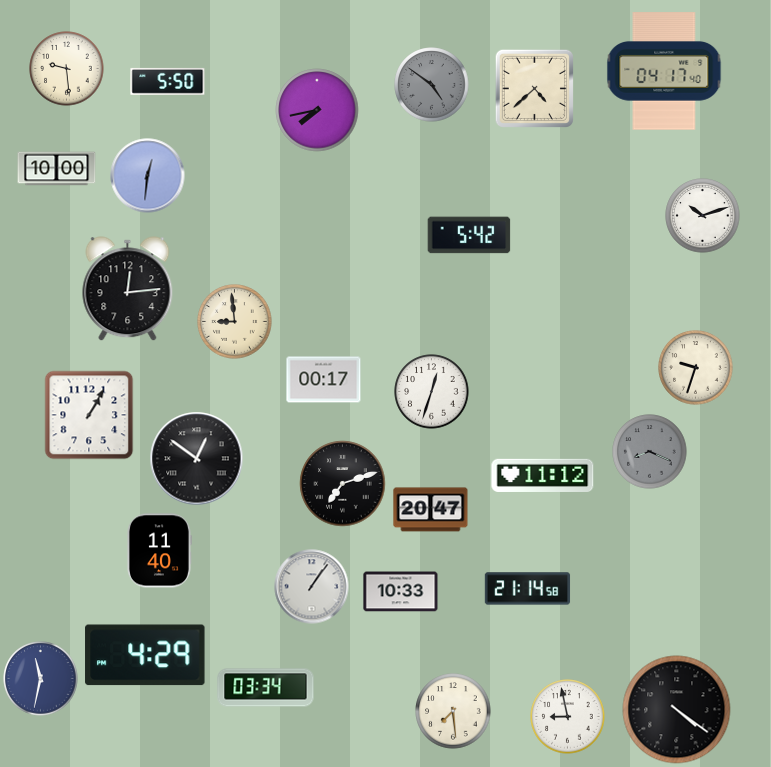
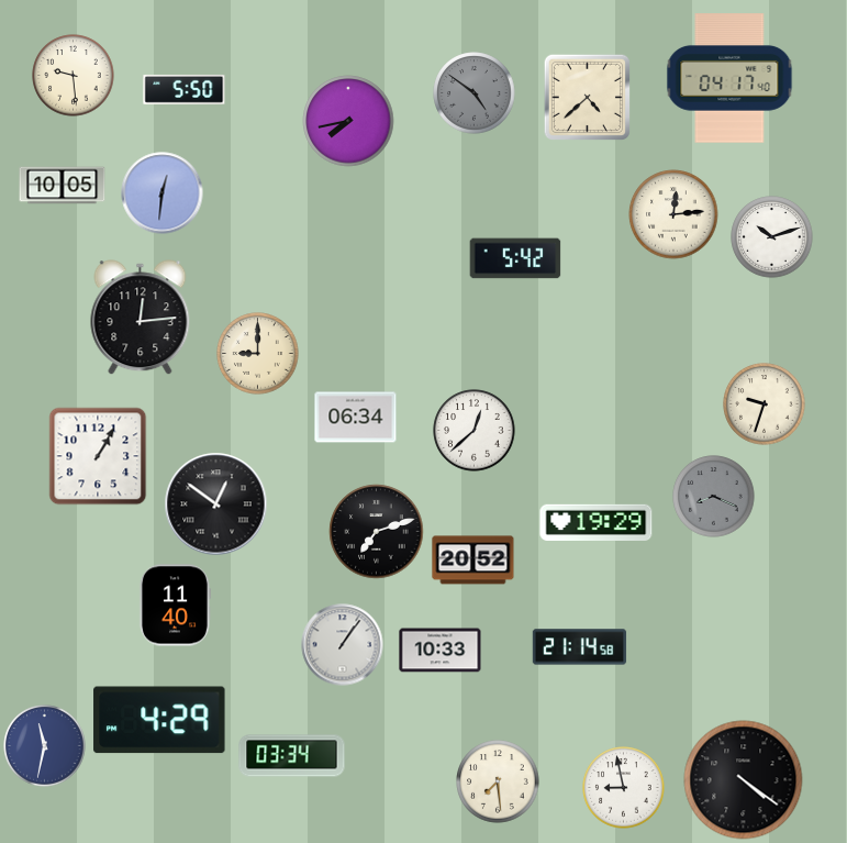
clock at (57, 169): 10:00 -> 10:05
clock at (673, 214): none -> 12:14
clock at (235, 322): 8:59 -> 9:00
clock at (324, 380): 00:17 -> 06:34
clock at (432, 392): 12:33 -> 12:38
clock at (543, 475): 11:12 -> 19:29
clock at (431, 510): 20:47 -> 20:52
